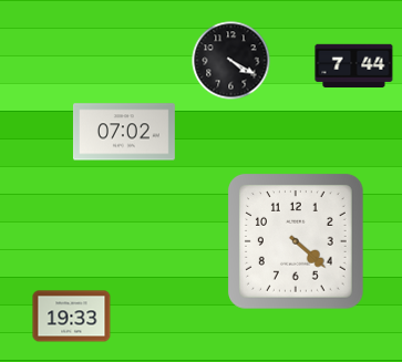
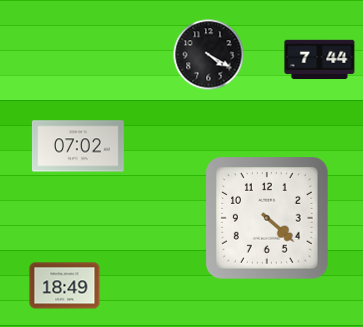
clock at (124, 132) position: (124, 132) -> (78, 146)
clock at (72, 317): 19:33 -> 18:49
